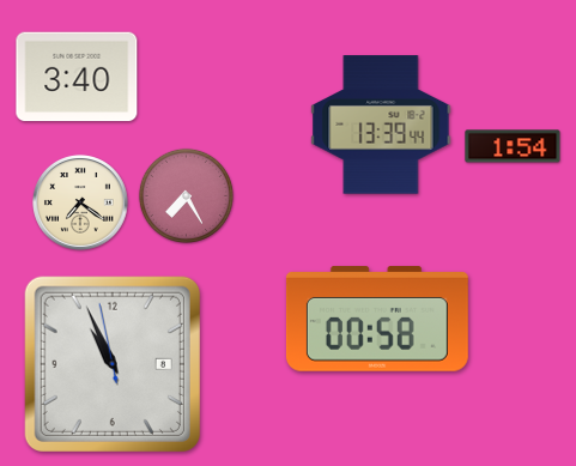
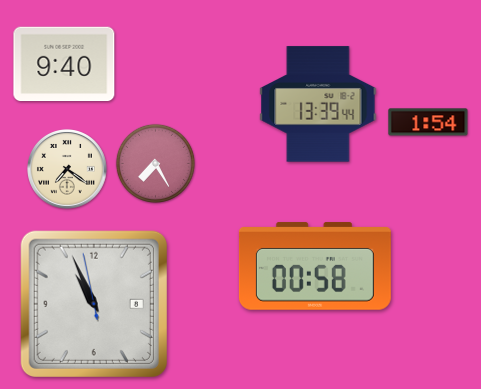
clock at (77, 77): 3:40 -> 9:40
